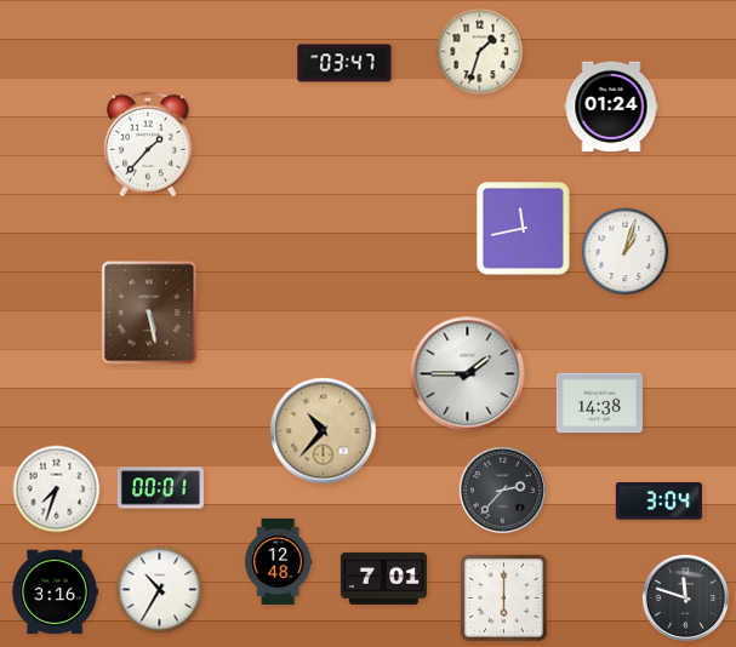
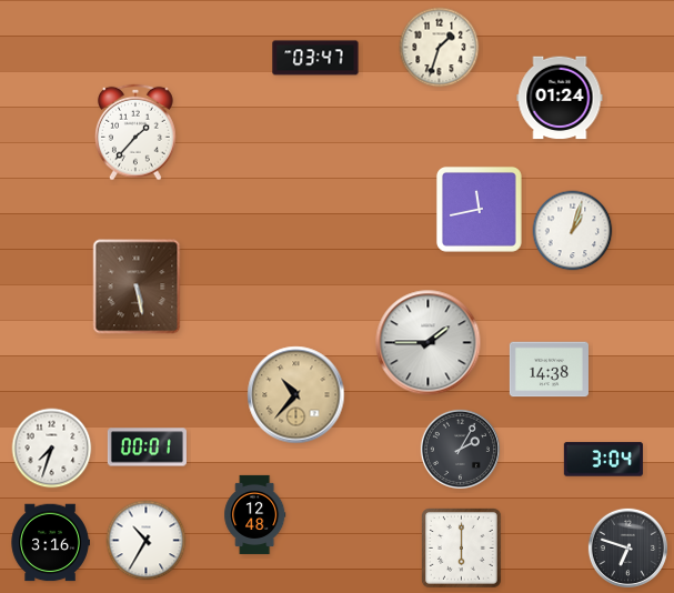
clock at (502, 489): 2:37 -> 2:05
clock at (383, 578): 7:01 -> none
clock at (685, 597): 11:48 -> 6:48
